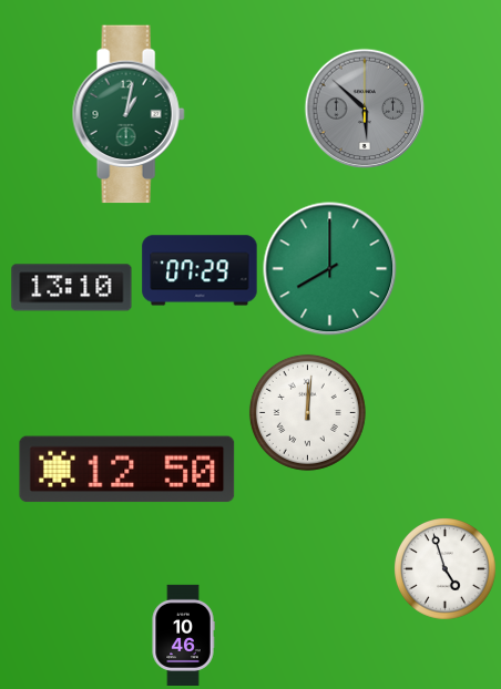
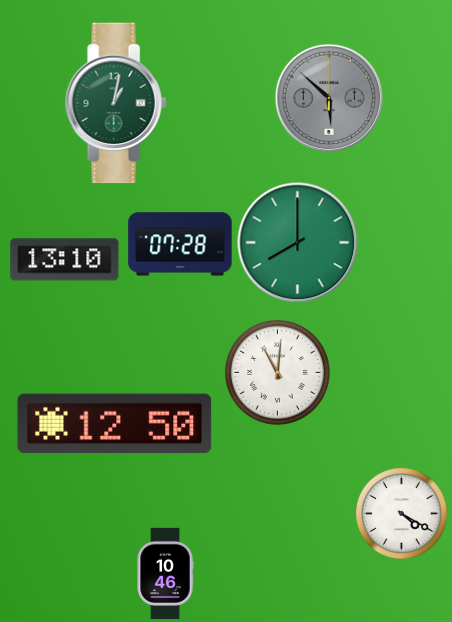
clock at (200, 270): 07:29 -> 07:28
clock at (307, 412): 12:01 -> 11:01
clock at (446, 569): 4:57 -> 4:20
